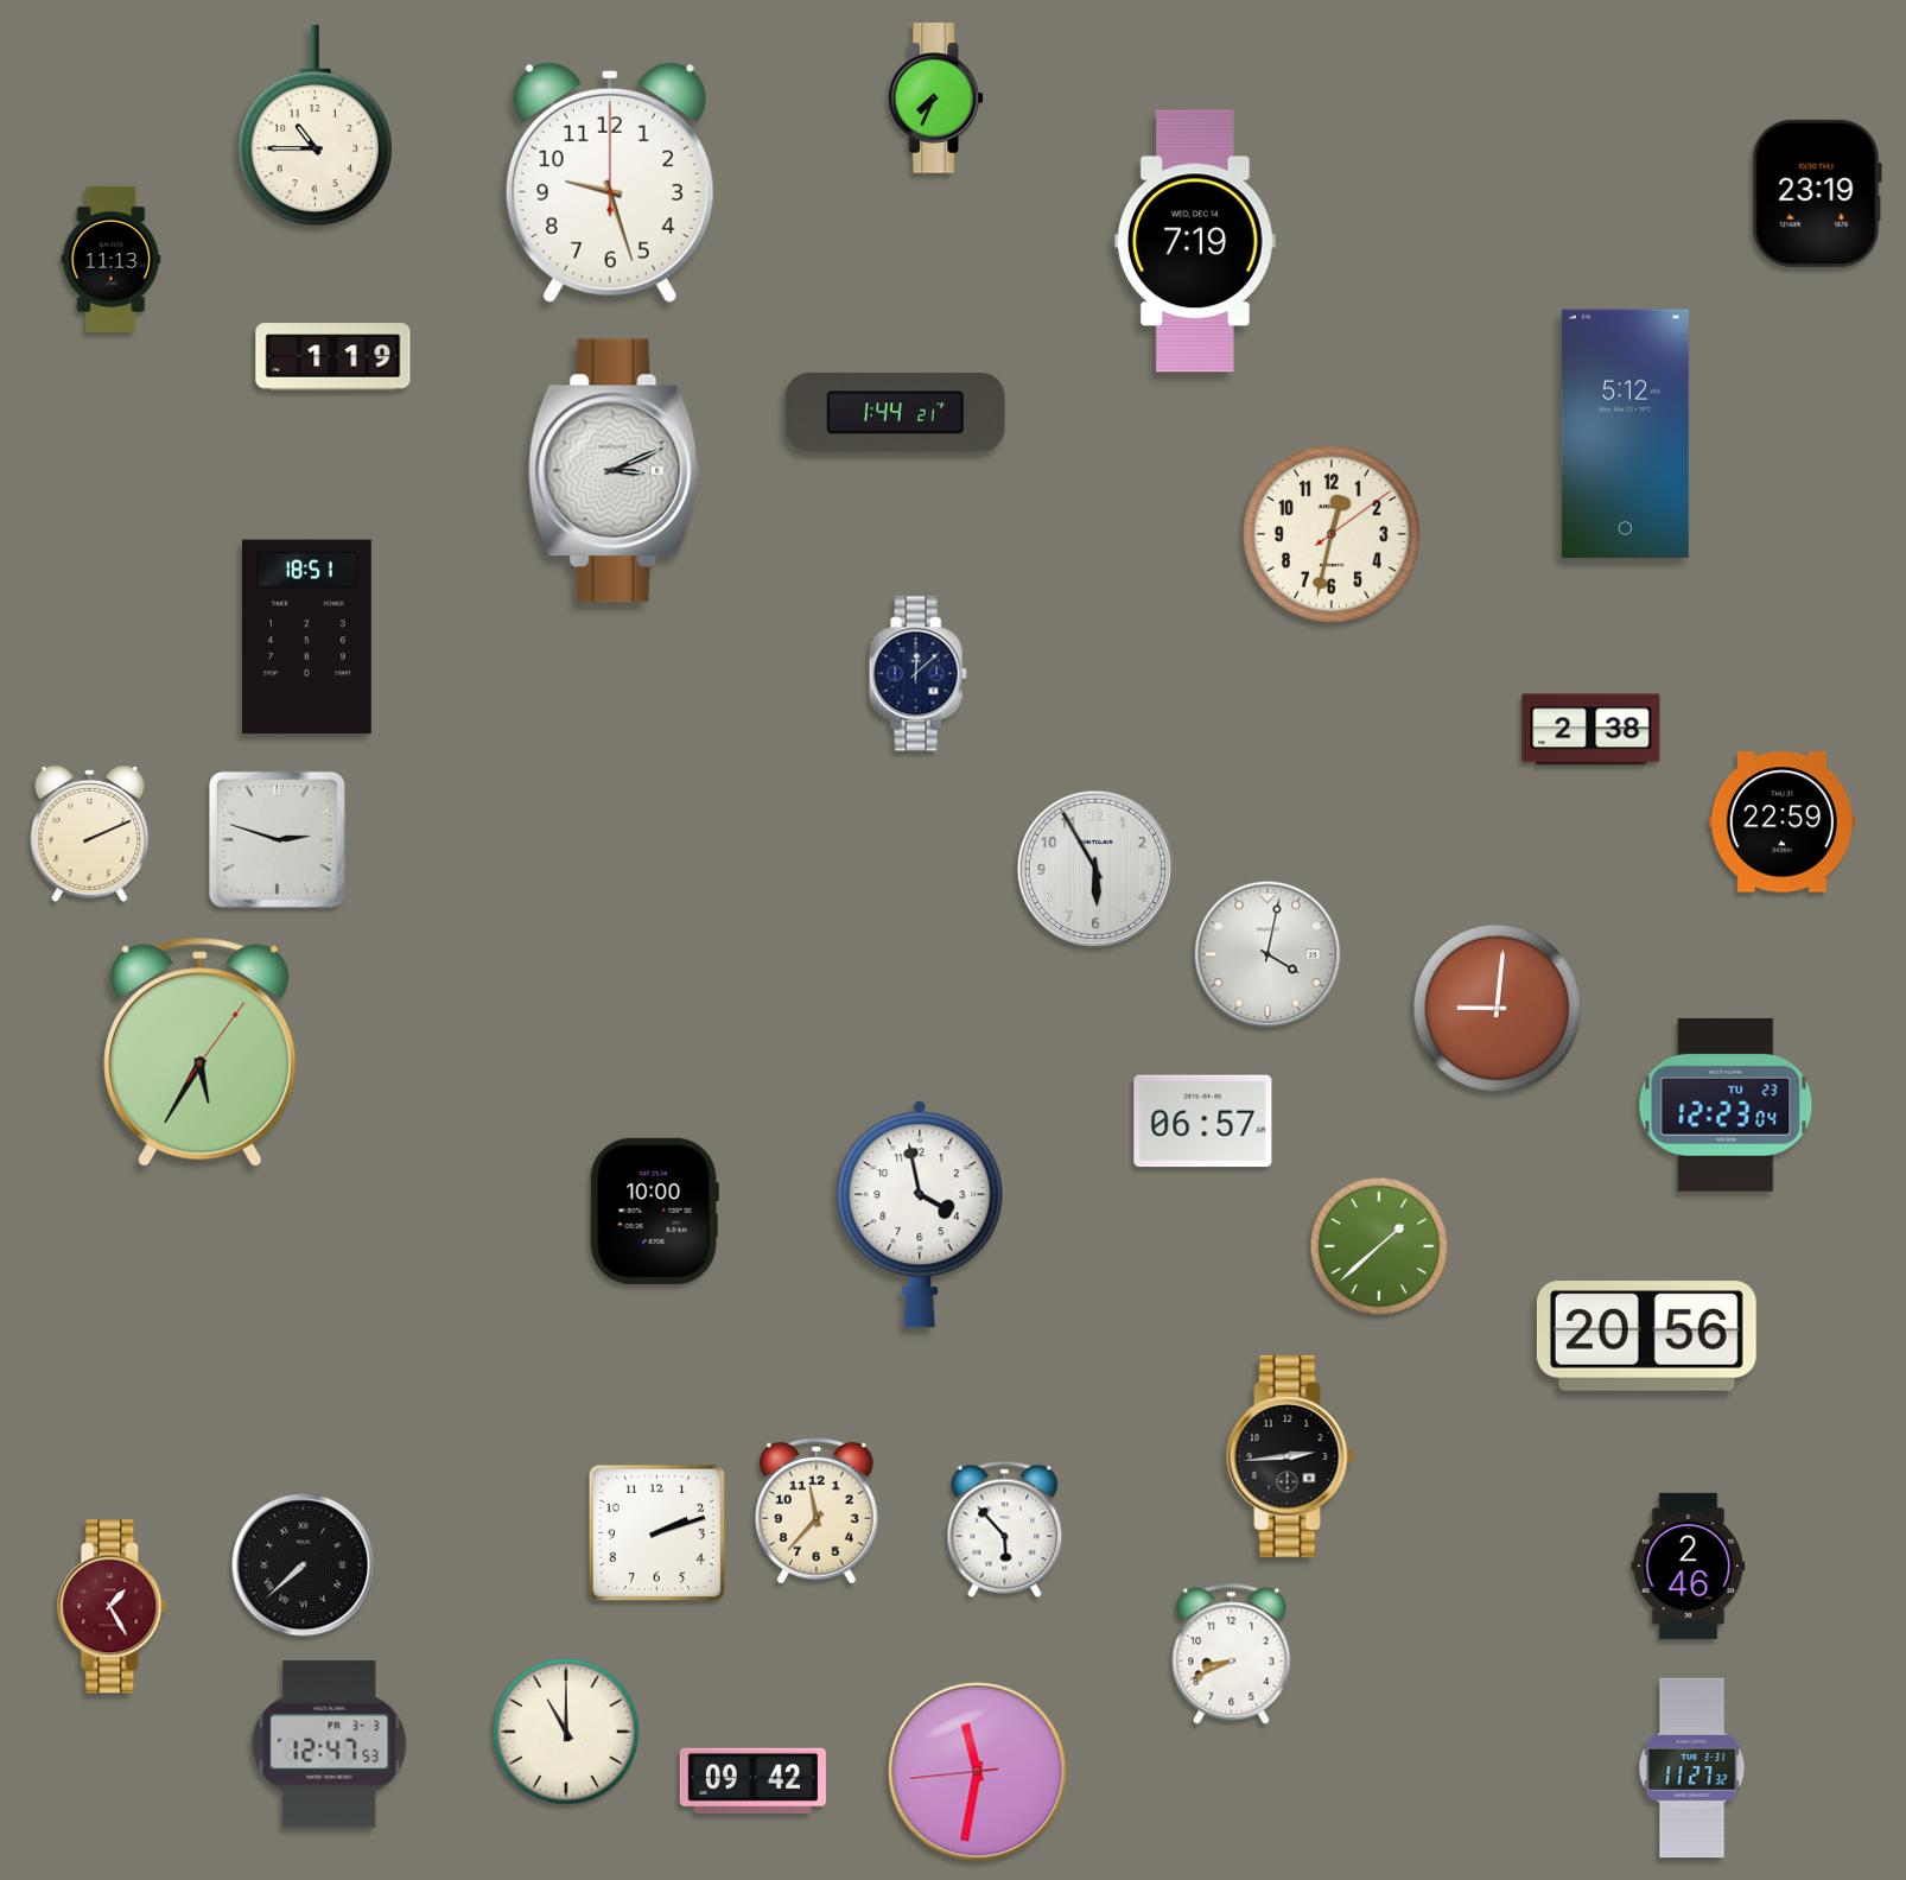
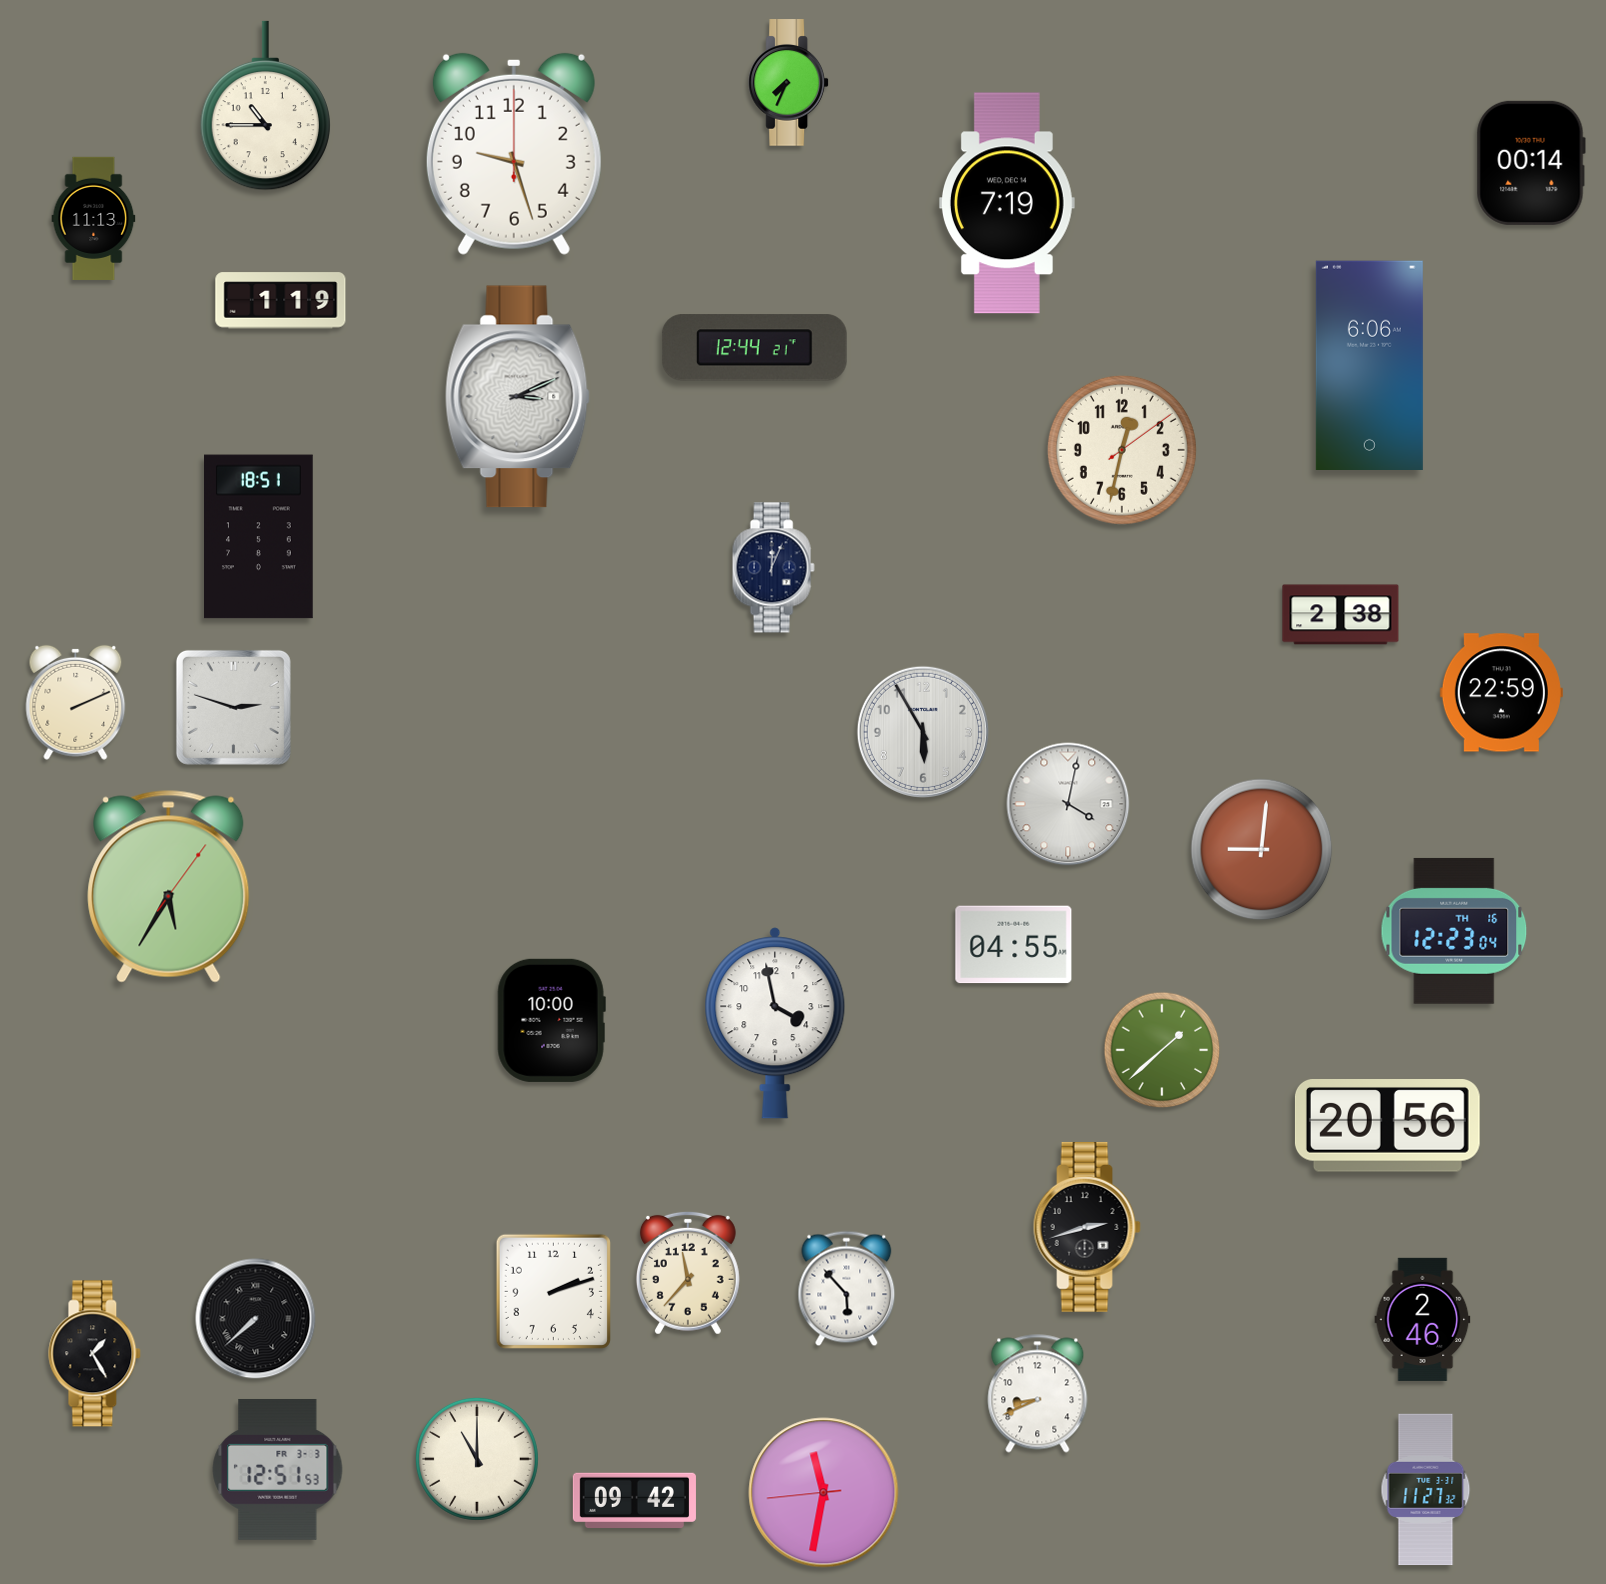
clock at (1817, 193): 23:19 -> 00:14
clock at (895, 413): 1:44 -> 12:44
clock at (1625, 433): 5:12 -> 6:06
clock at (917, 674): 12:08 -> 12:04
clock at (1726, 1105) date: TU 23 -> TH 16
clock at (1203, 1122): 06:57 -> 04:55
clock at (1290, 1456): 2:44 -> 2:42
clock at (113, 1607) dial: burgundy -> black
clock at (330, 1744): 12:47 -> 12:51
